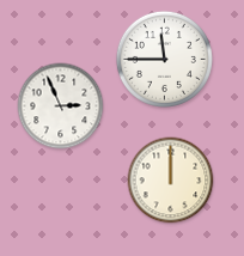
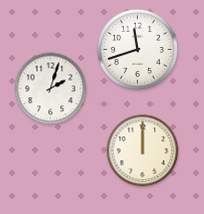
clock at (164, 59): 11:45 -> 11:42
clock at (61, 106): 2:56 -> 2:03
